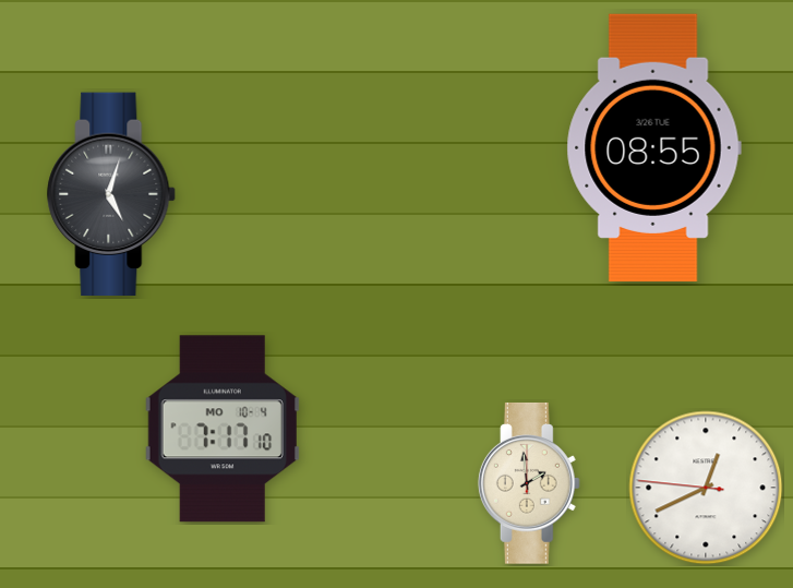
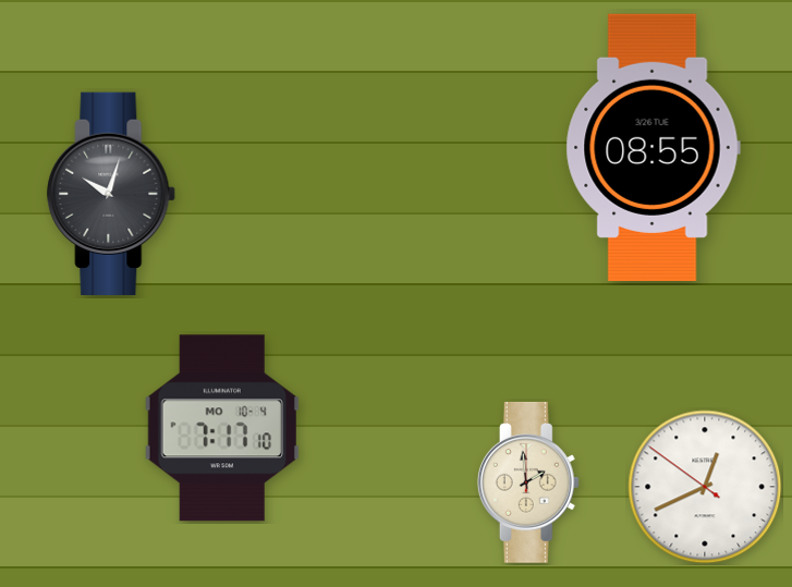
clock at (112, 193): 5:03 -> 10:03
clock at (706, 488): 12:40:46 -> 12:40:51
